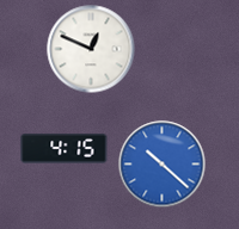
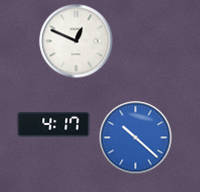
clock at (65, 149): 4:15 -> 4:17
